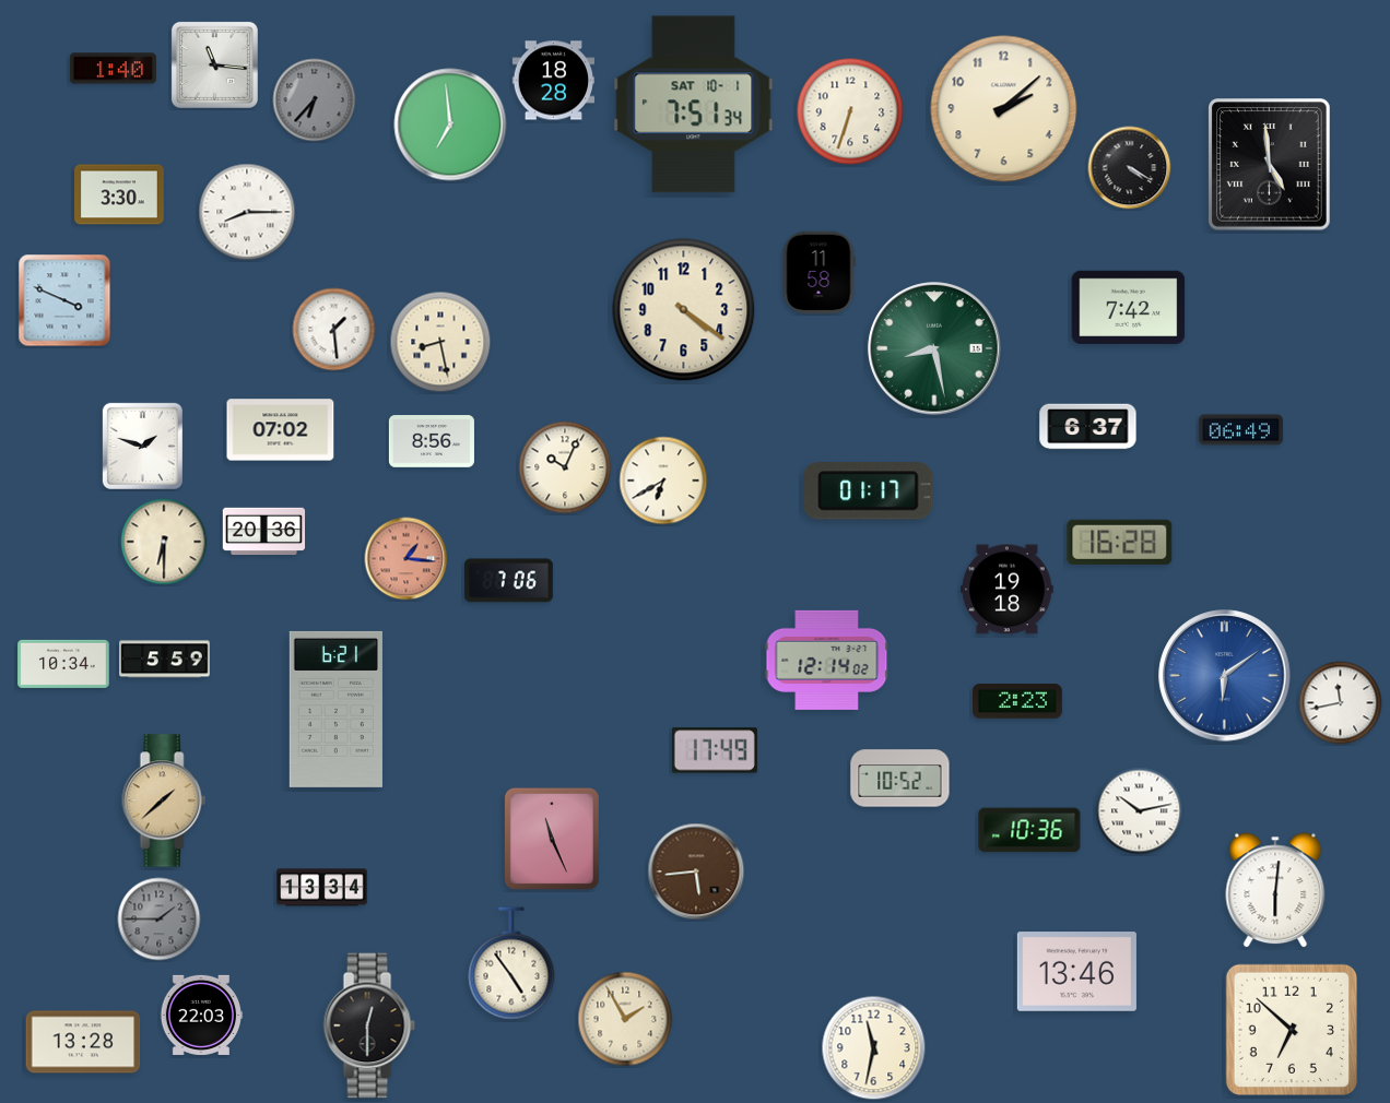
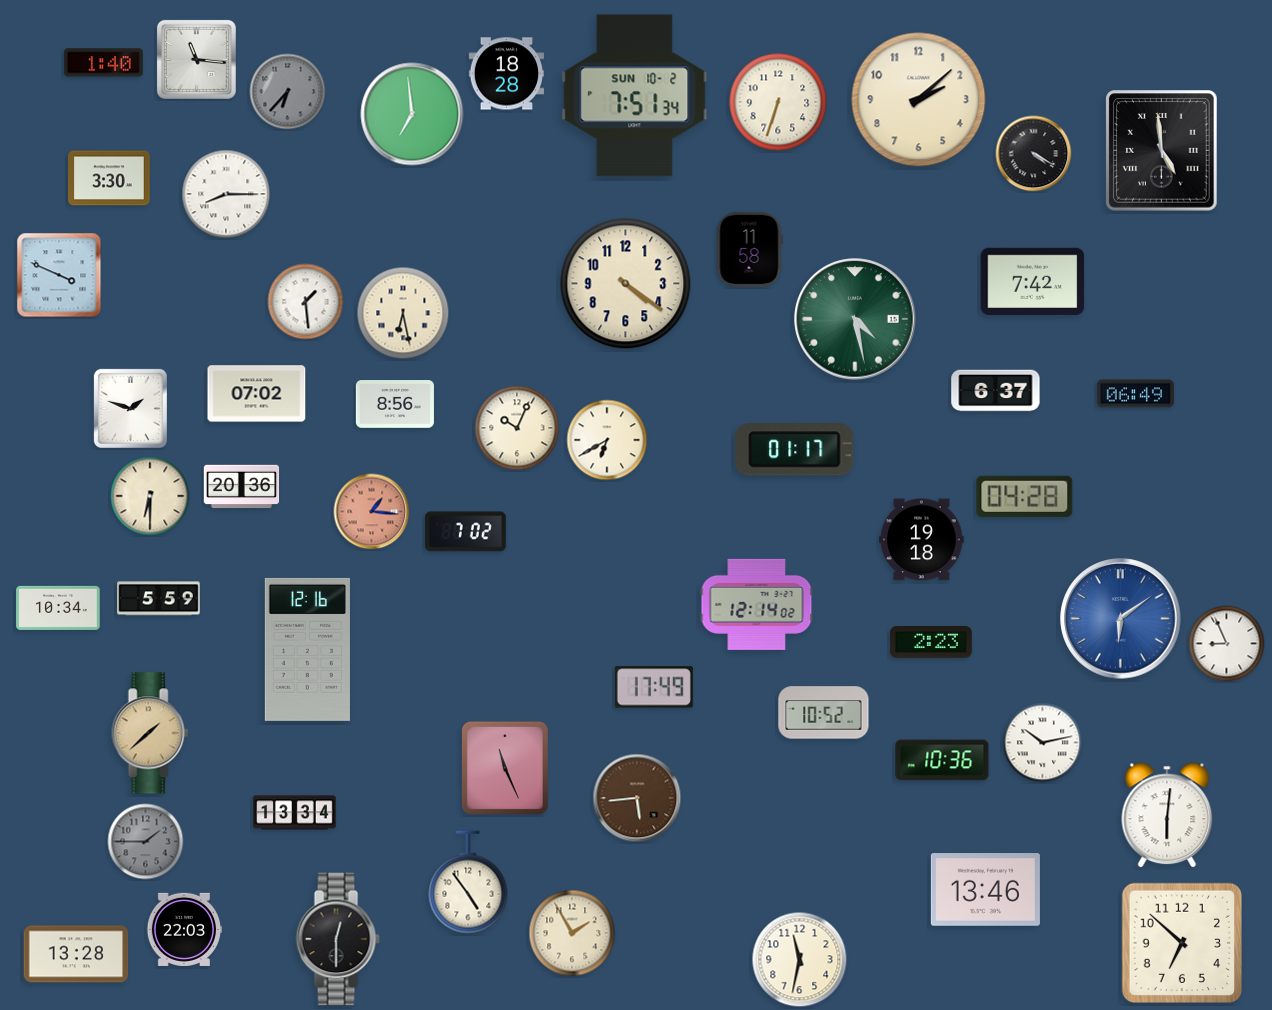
clock at (694, 105) date: SAT 10-1 -> SUN 10-2
clock at (440, 342): 8:28 -> 6:28
clock at (934, 348): 8:28 -> 4:28
clock at (1120, 542): 16:28 -> 04:28
clock at (508, 581): 7:06 -> 7:02
clock at (165, 660) position: (165, 660) -> (159, 599)
clock at (1341, 703): 11:43 -> 8:56
clock at (335, 709): 6:21 -> 12:16
